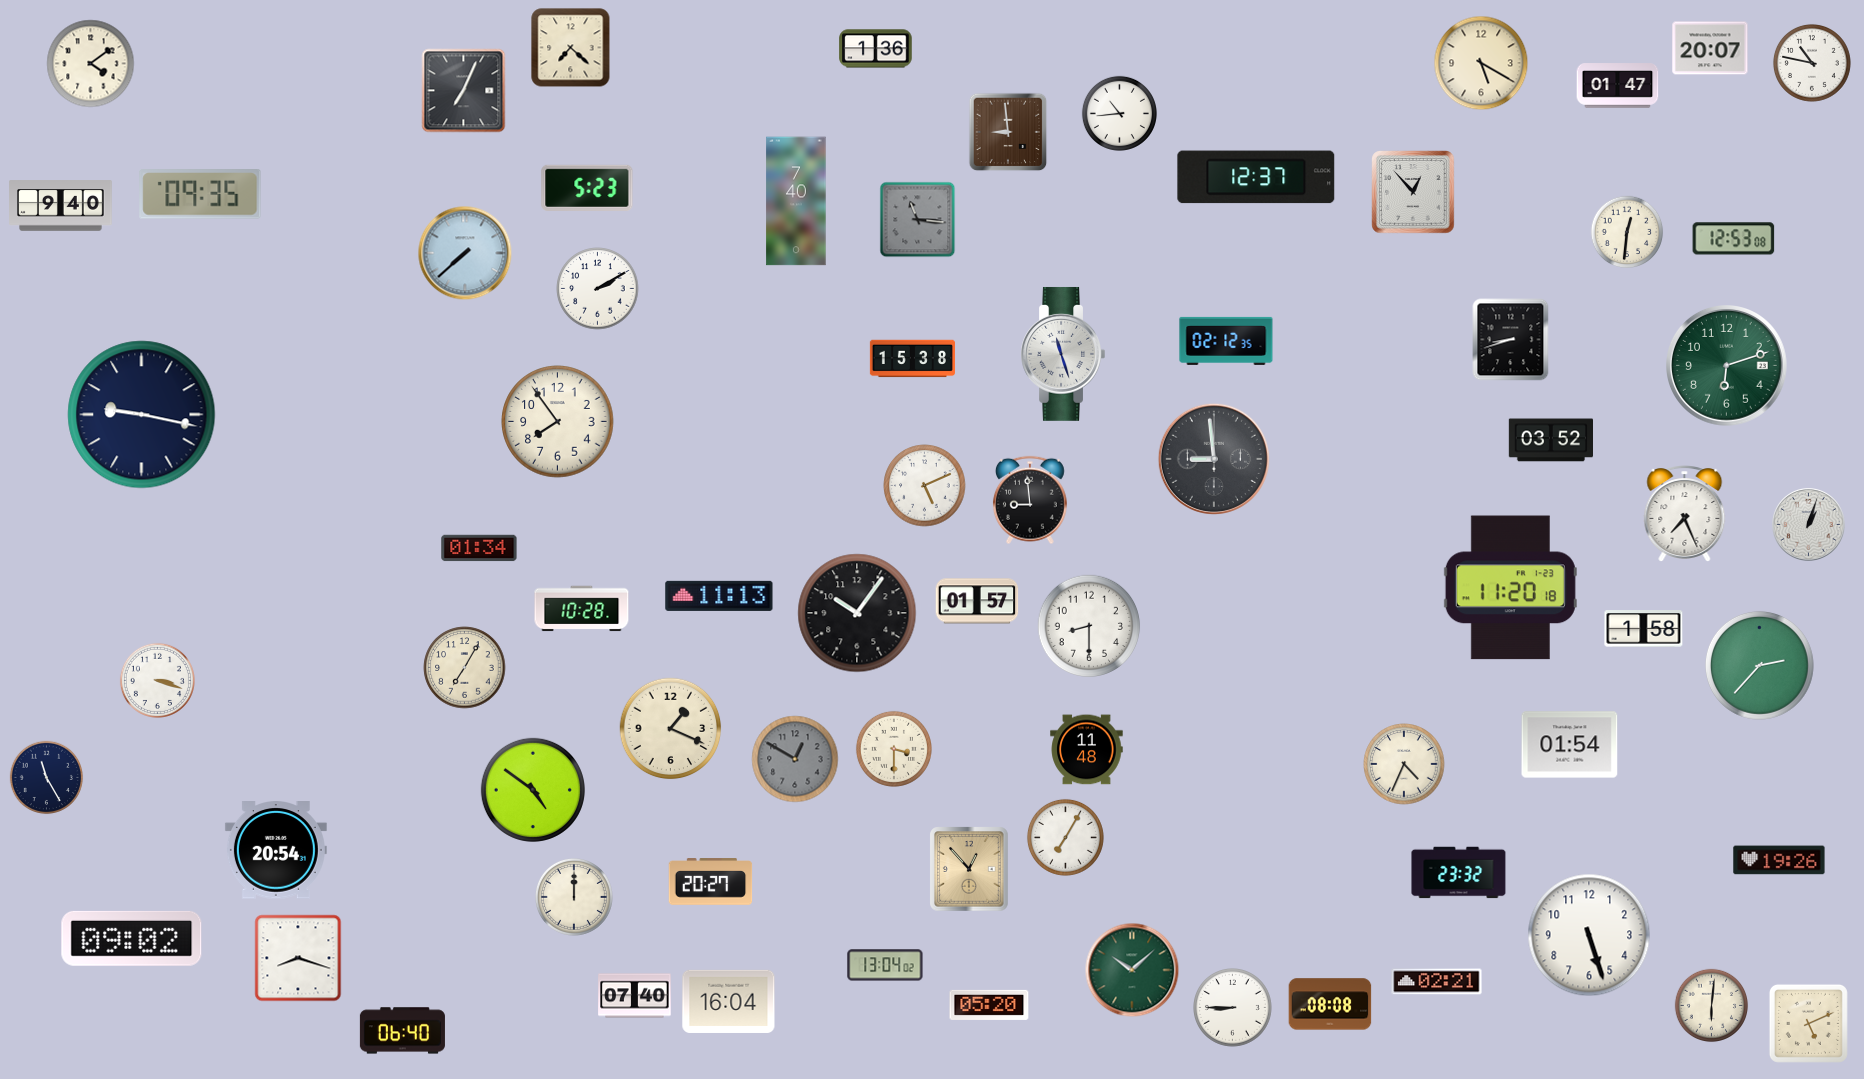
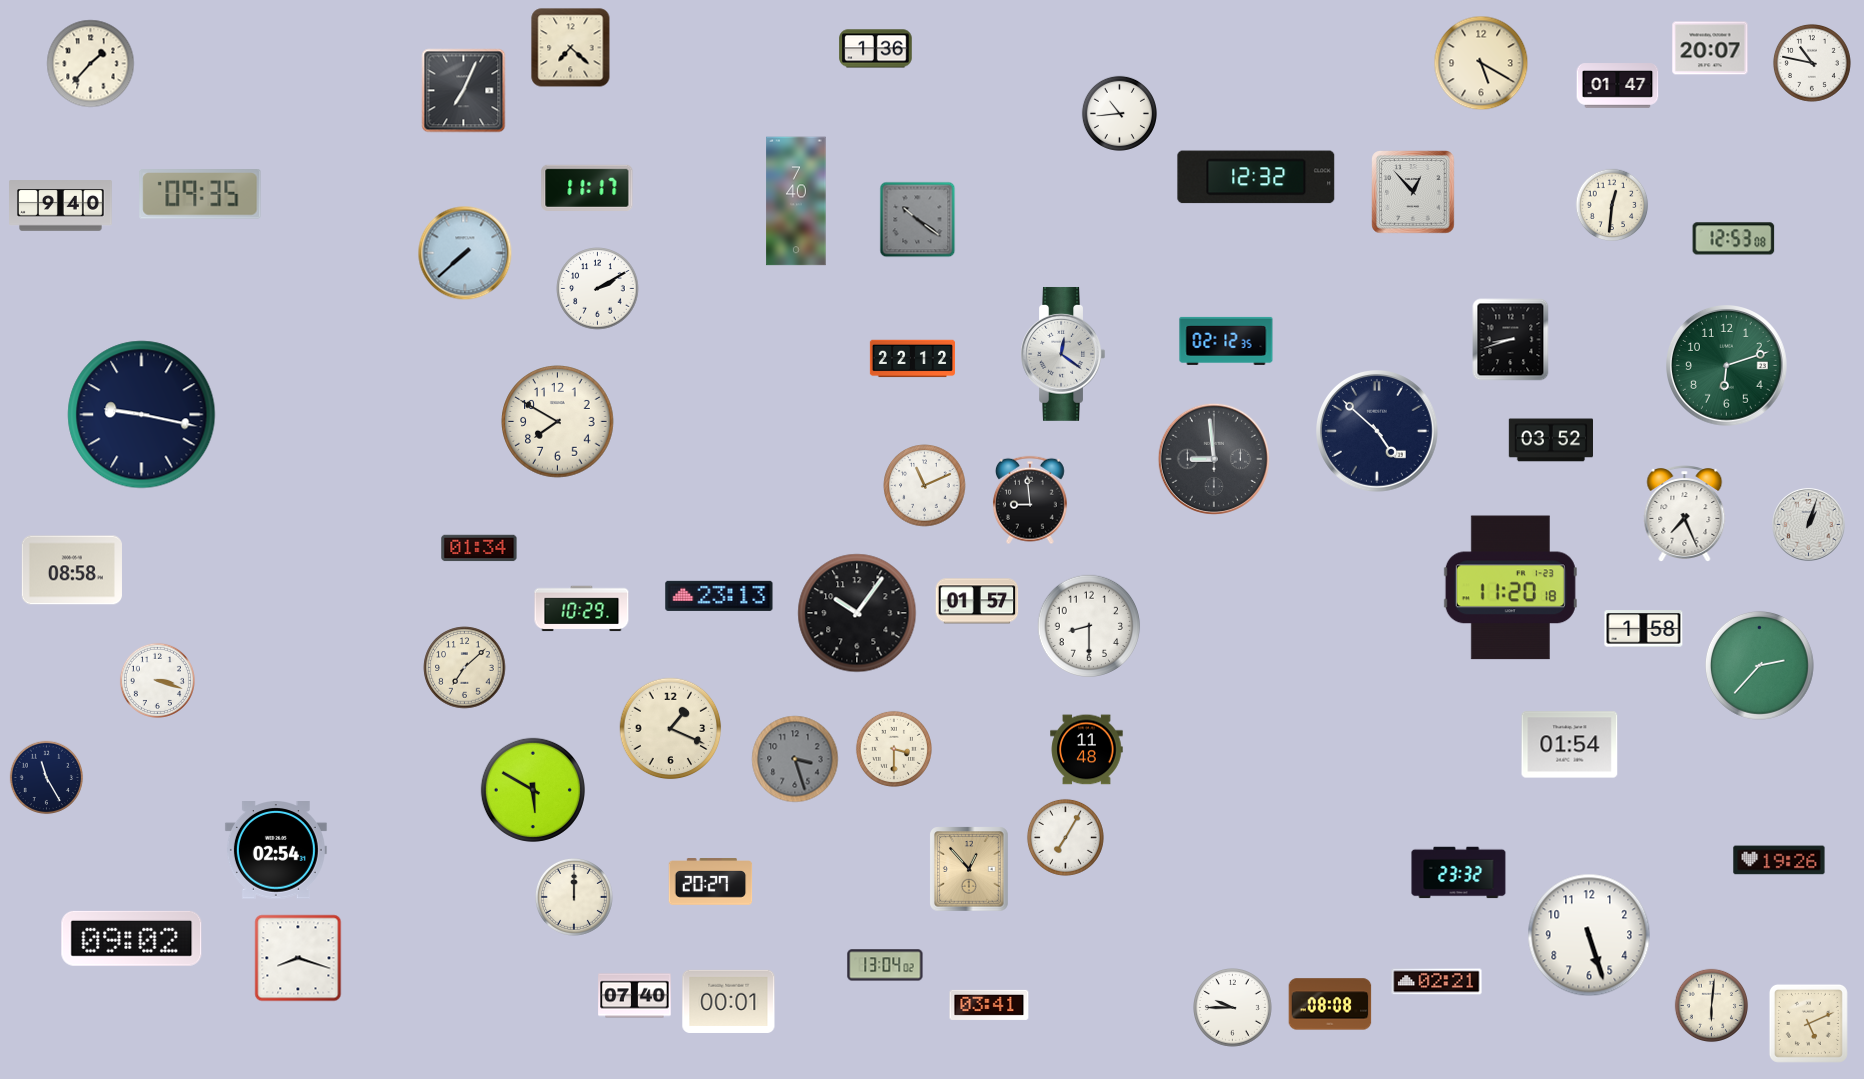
clock at (91, 64): 4:09 -> 1:37
clock at (1008, 132): 8:59 -> none
clock at (1256, 177): 12:37 -> 12:32
clock at (587, 188): 5:23 -> 11:17
clock at (918, 220): 11:16 -> 10:21
clock at (1627, 232) position: (1627, 232) -> (1612, 205)
clock at (1063, 354): 11:27 -> 12:21
clock at (912, 359): 15:38 -> 22:12
clock at (558, 422): 7:54 -> 7:50
clock at (1378, 432): none -> 4:52
clock at (925, 486): 5:11 -> 11:11
clock at (72, 570): none -> 08:58
clock at (719, 596): 11:13 -> 23:13
clock at (582, 609): 10:28 -> 10:29
clock at (465, 668): 7:05 -> 7:08
clock at (795, 759): 12:50 -> 3:27
clock at (1404, 764): 4:34 -> none
clock at (533, 790): 4:51 -> 5:50
clock at (276, 850): 20:54 -> 02:54
clock at (1132, 970): 10:08 -> none
clock at (729, 1001): 16:04 -> 00:01
clock at (989, 1005): 05:20 -> 03:41
clock at (1233, 1008): 8:45 -> 9:45
clock at (402, 1031): 06:40 -> none
